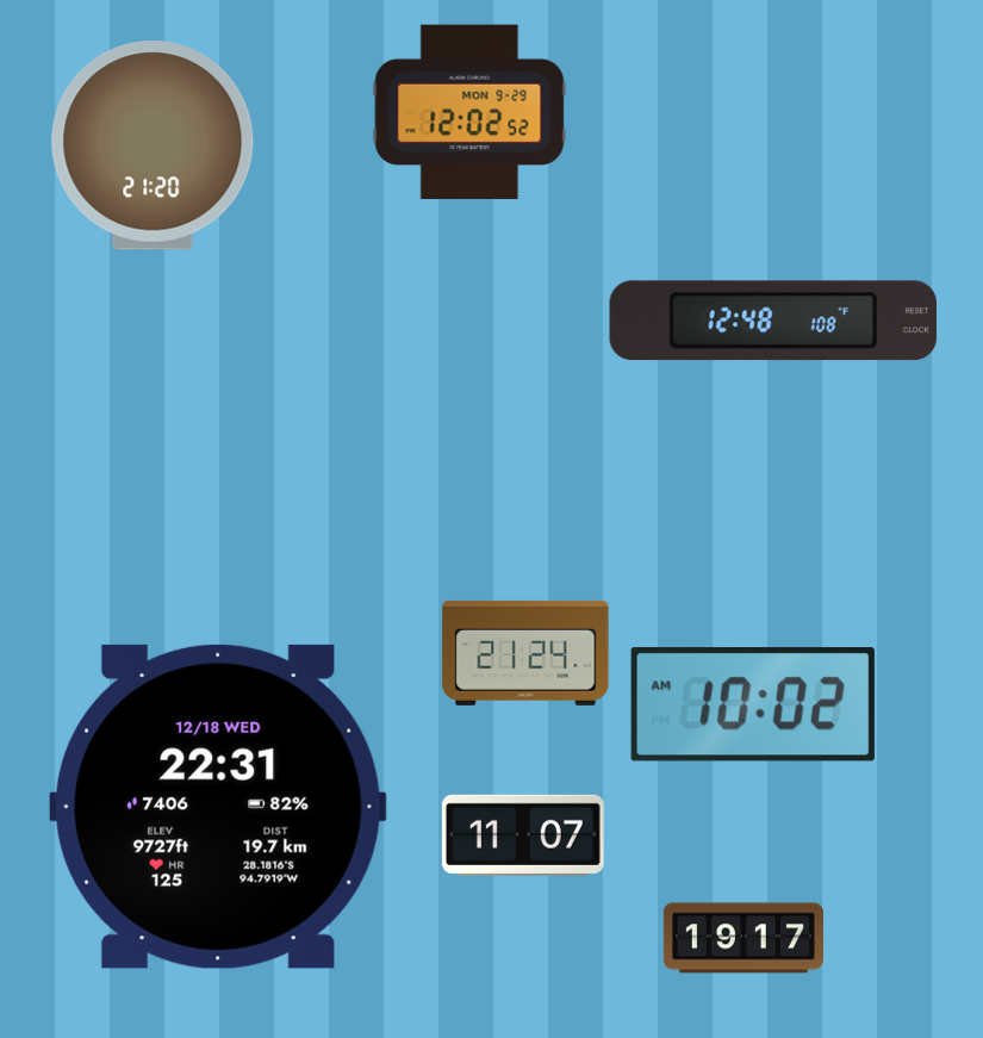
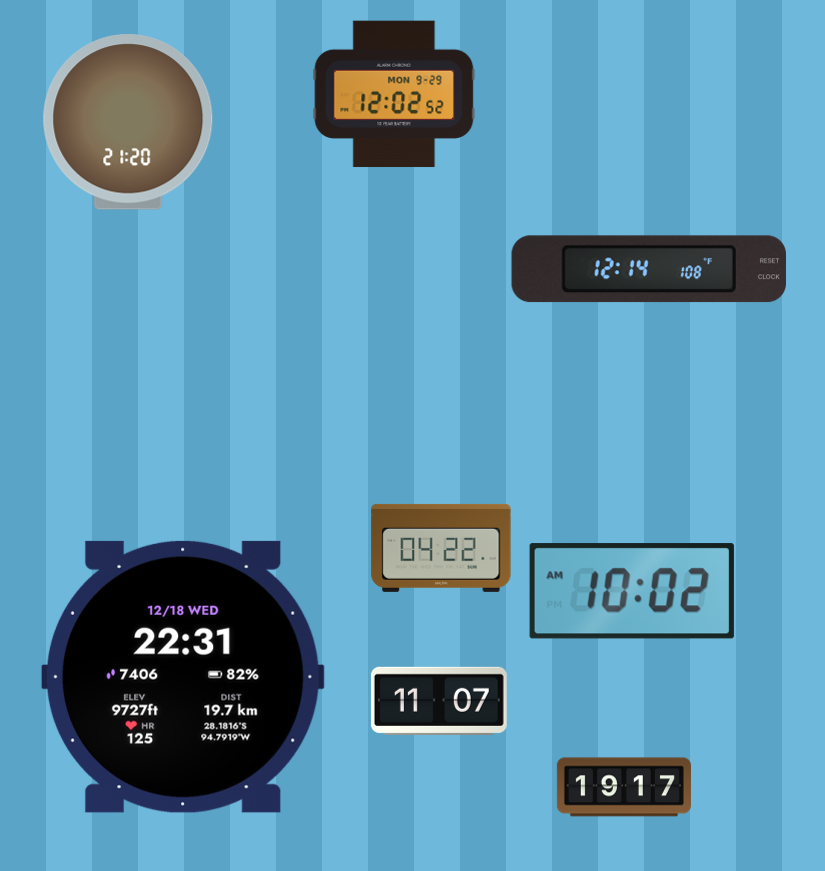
clock at (773, 321): 12:48 -> 12:14
clock at (525, 653): 21:24 -> 04:22
